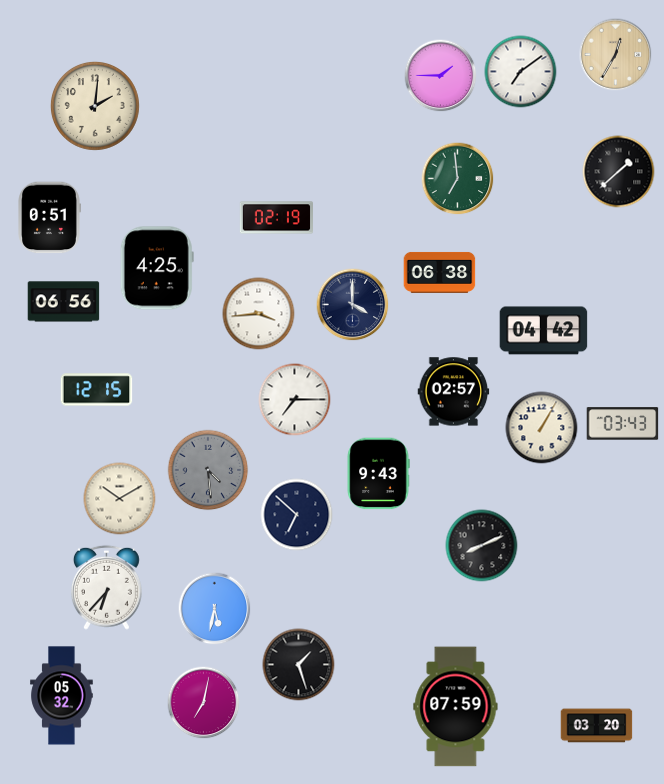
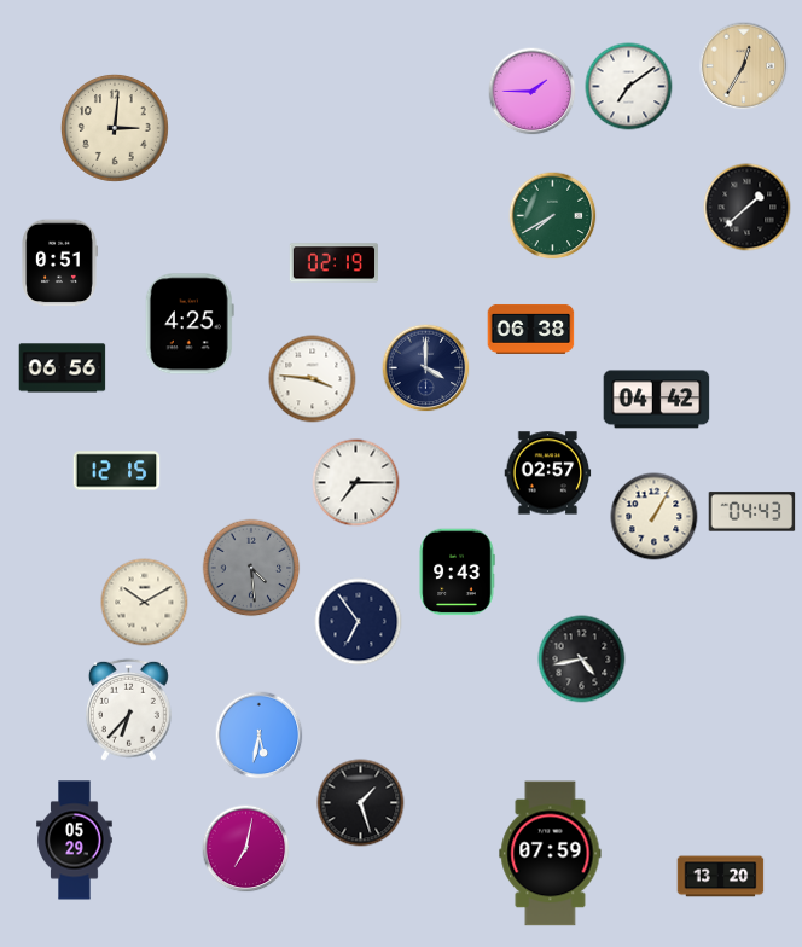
clock at (95, 106): 2:01 -> 3:01
clock at (458, 179): 6:59 -> 7:40
clock at (64, 302) position: (64, 302) -> (63, 368)
clock at (259, 314): 3:44 -> 3:46
clock at (623, 424): 03:43 -> 04:43
clock at (297, 515): 6:52 -> 6:54
clock at (482, 546): 8:11 -> 4:43
clock at (62, 696): 05:32 -> 05:29
clock at (597, 726): 03:20 -> 13:20
